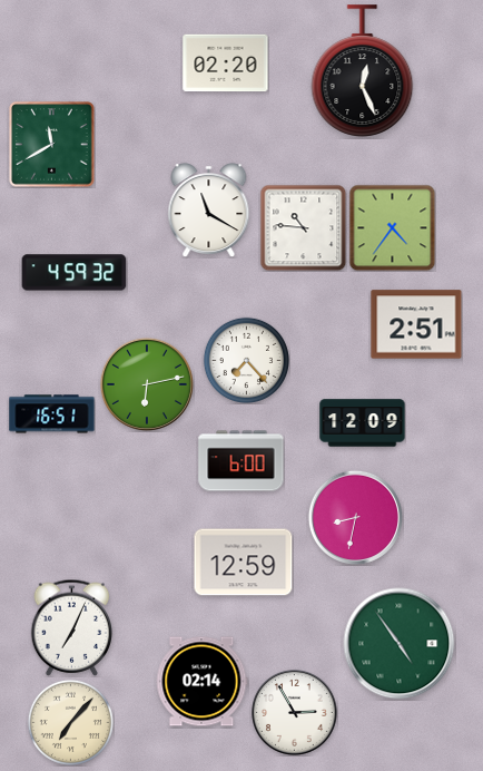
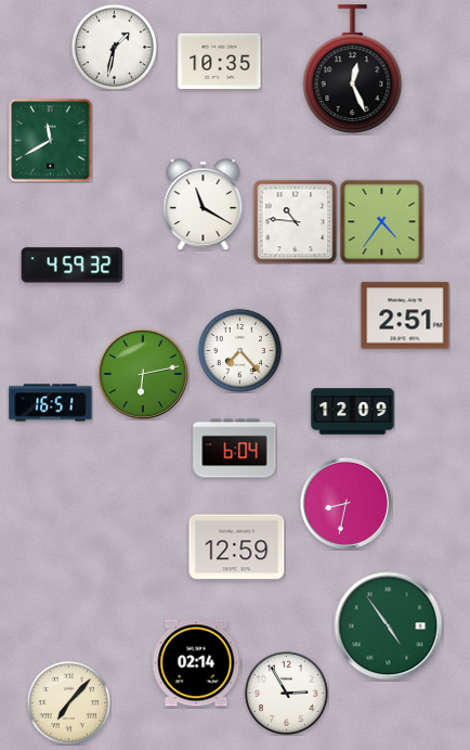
clock at (114, 47): none -> 1:32
clock at (226, 64): 02:20 -> 10:35
clock at (241, 461): 6:00 -> 6:04
clock at (72, 627): 7:04 -> none
